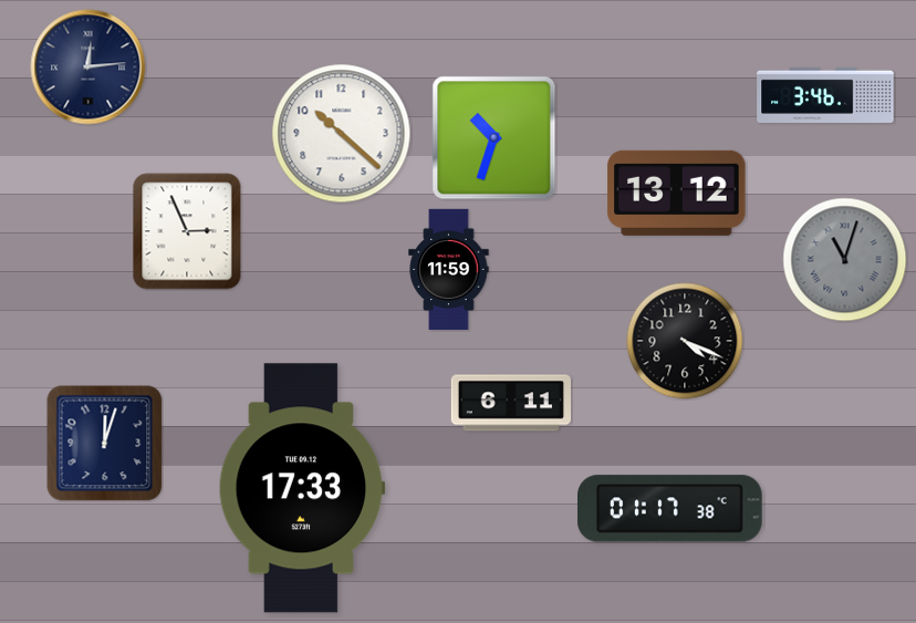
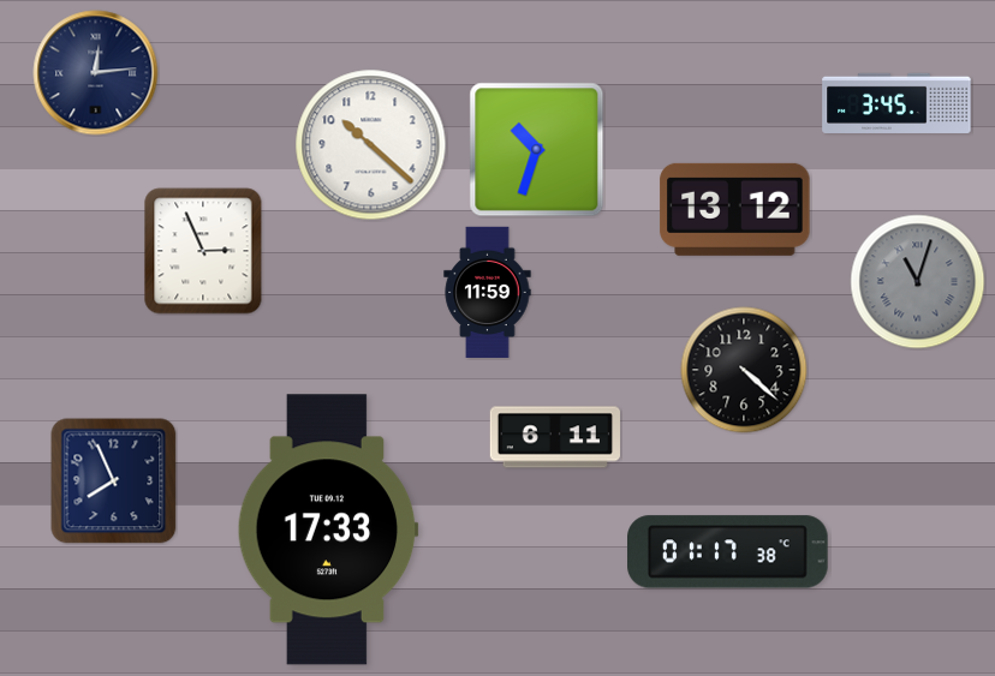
clock at (825, 95): 3:46 -> 3:45
clock at (685, 341): 4:19 -> 4:22
clock at (105, 444): 12:03 -> 7:56
